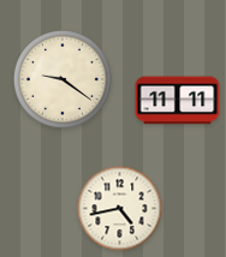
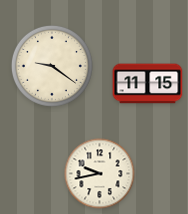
clock at (178, 101): 11:11 -> 11:15
clock at (120, 209): 4:43 -> 9:43
